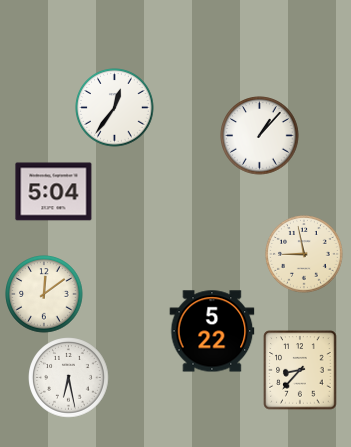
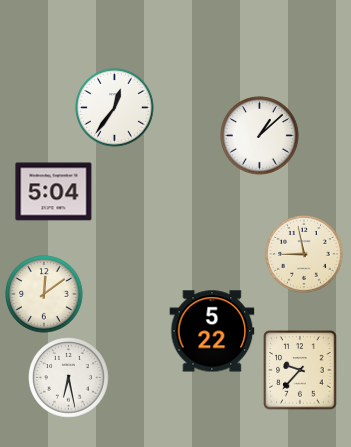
clock at (260, 136): 1:07 -> 1:08
clock at (300, 370): 8:37 -> 9:37
